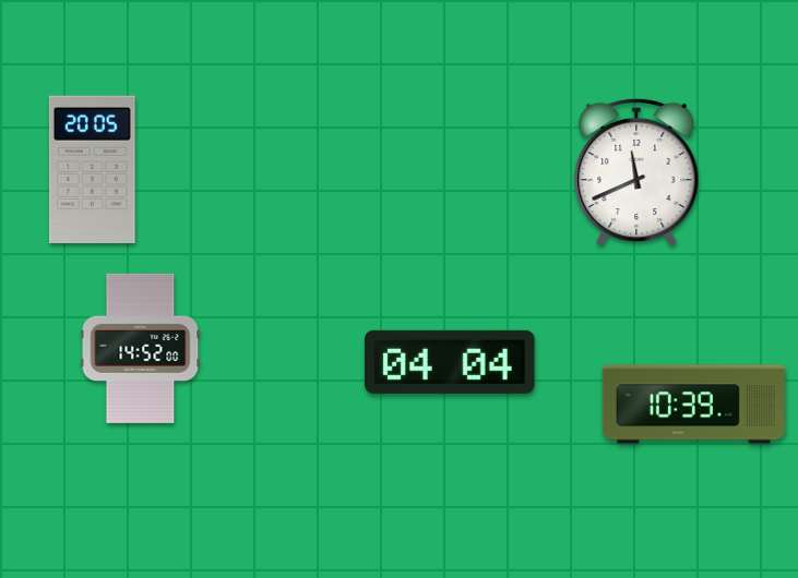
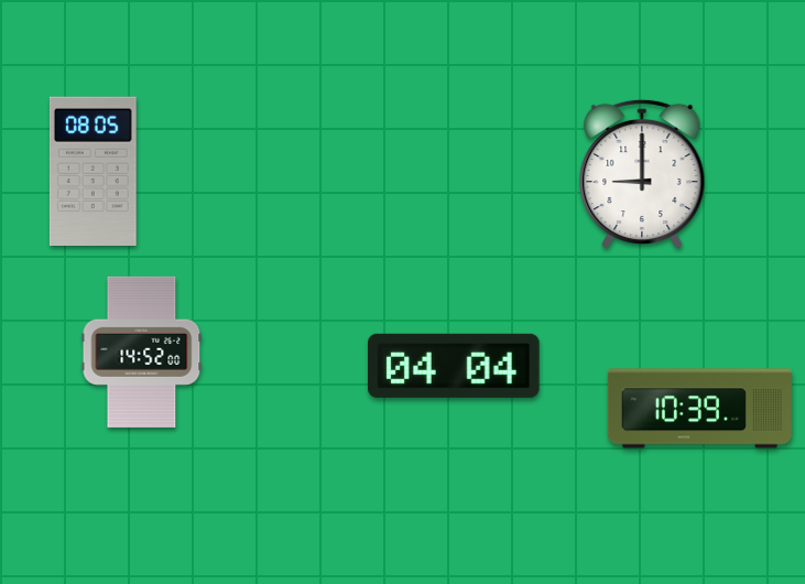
clock at (92, 169): 20:05 -> 08:05
clock at (636, 172): 11:41 -> 9:00
